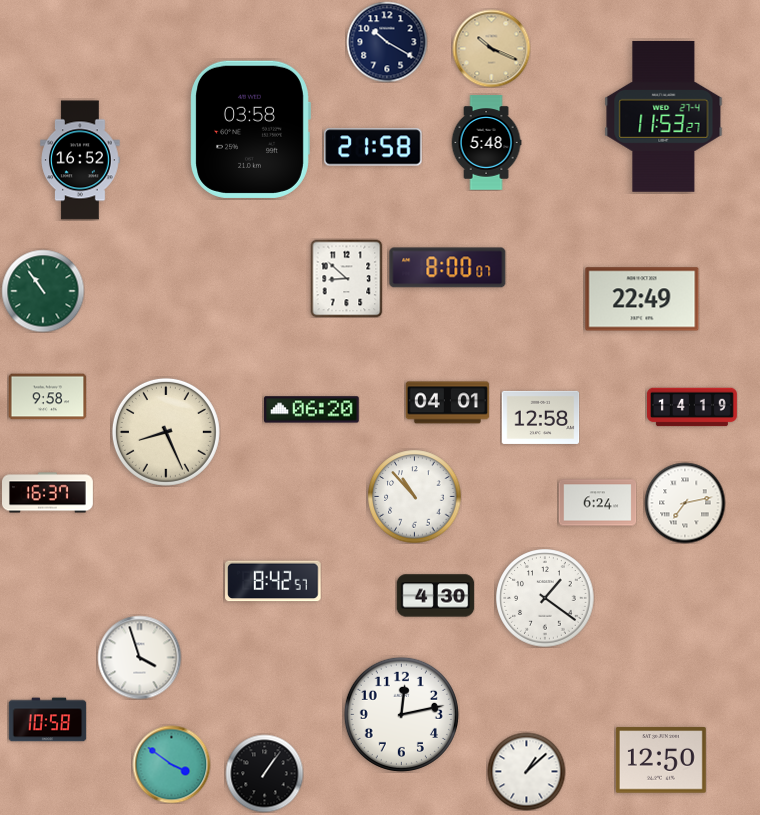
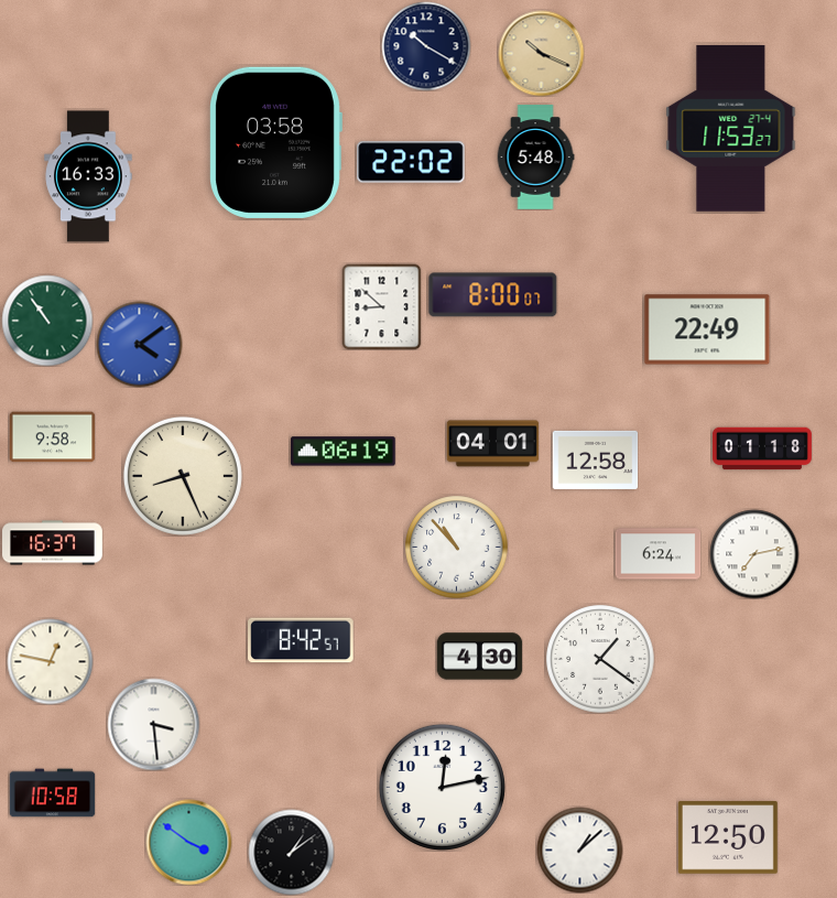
clock at (373, 147): 21:58 -> 22:02
clock at (80, 160): 16:52 -> 16:33
clock at (139, 344): none -> 4:09
clock at (693, 407): 14:19 -> 01:18
clock at (312, 410): 06:20 -> 06:19
clock at (50, 661): none -> 12:47
clock at (139, 657): 3:57 -> 3:29
clock at (264, 773): 1:06 -> 1:09
